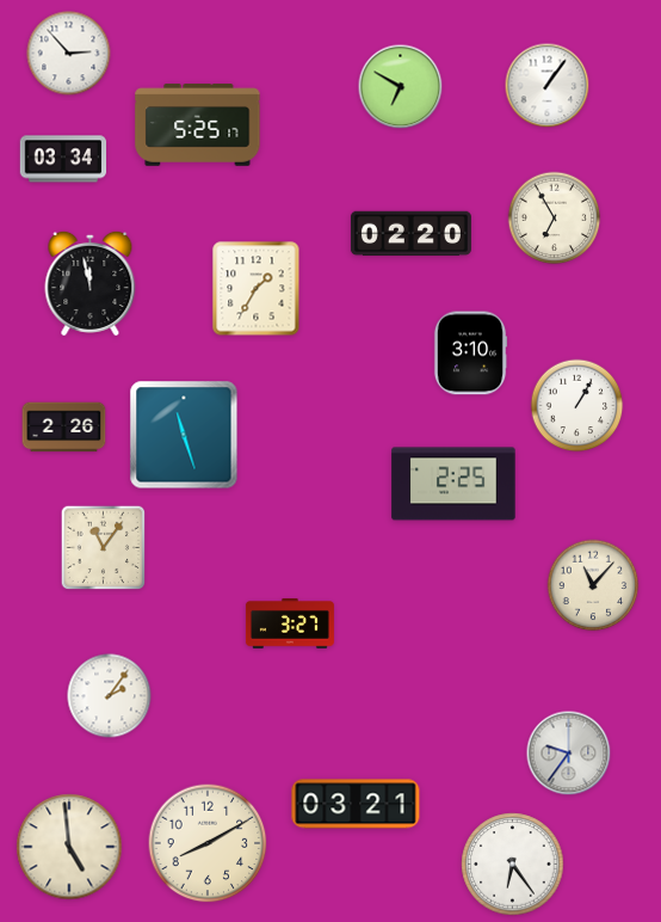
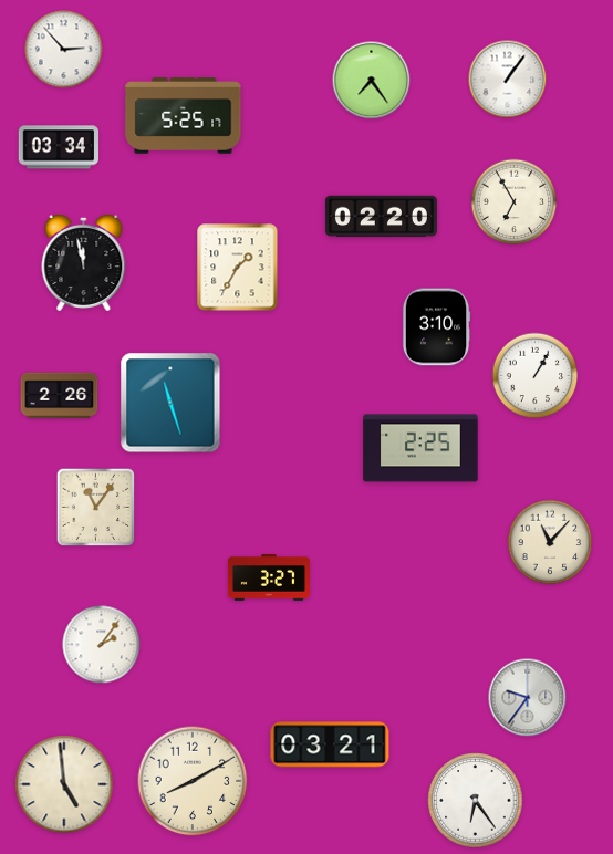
clock at (401, 87): 6:50 -> 7:24
